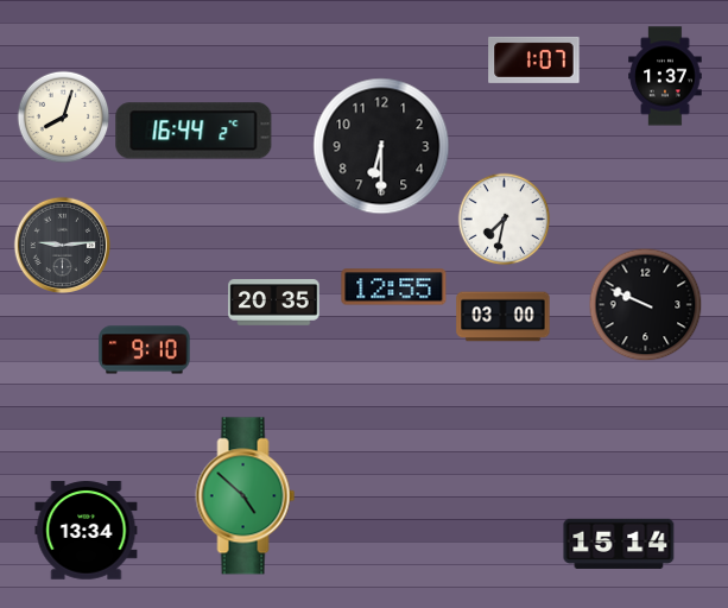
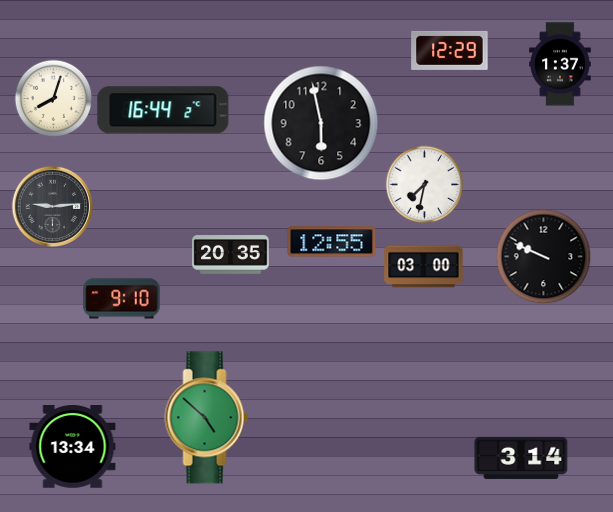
clock at (534, 59): 1:07 -> 12:29
clock at (381, 146): 6:30 -> 5:58
clock at (145, 350) position: (145, 350) -> (122, 299)
clock at (619, 544): 15:14 -> 3:14
